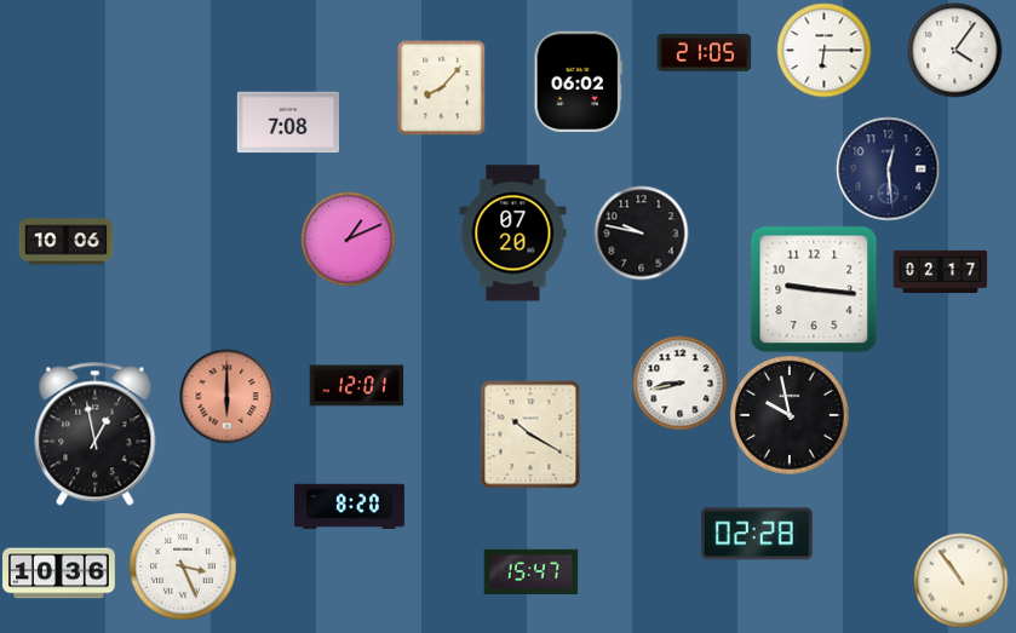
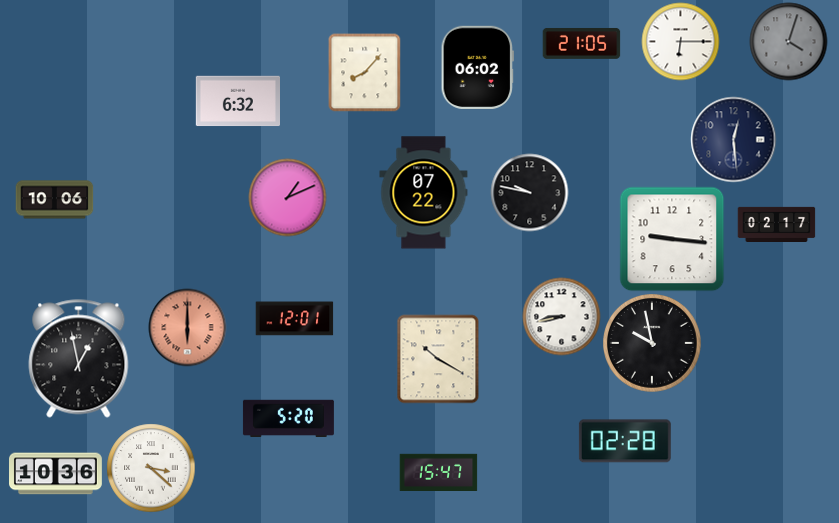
clock at (954, 50): 4:06 -> 4:03
clock at (954, 50) dial: white -> grey
clock at (287, 122): 7:08 -> 6:32
clock at (513, 234): 07:20 -> 07:22
clock at (349, 507): 8:20 -> 5:20
clock at (183, 566): 3:26 -> 3:22
clock at (59, 574) position: (59, 574) -> (56, 474)
clock at (960, 580): 10:54 -> none
